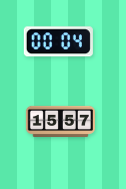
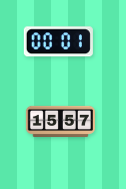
clock at (58, 42): 00:04 -> 00:01
